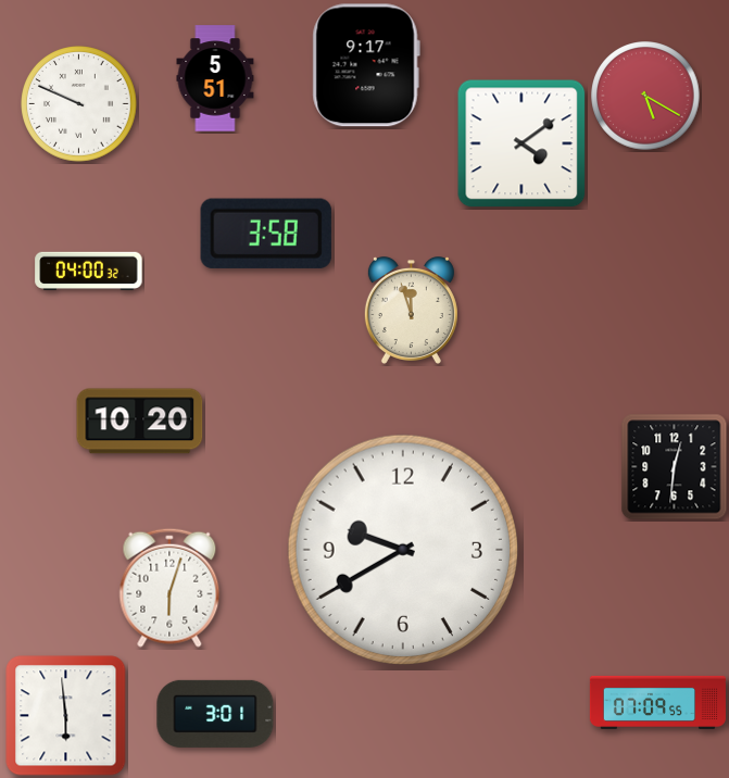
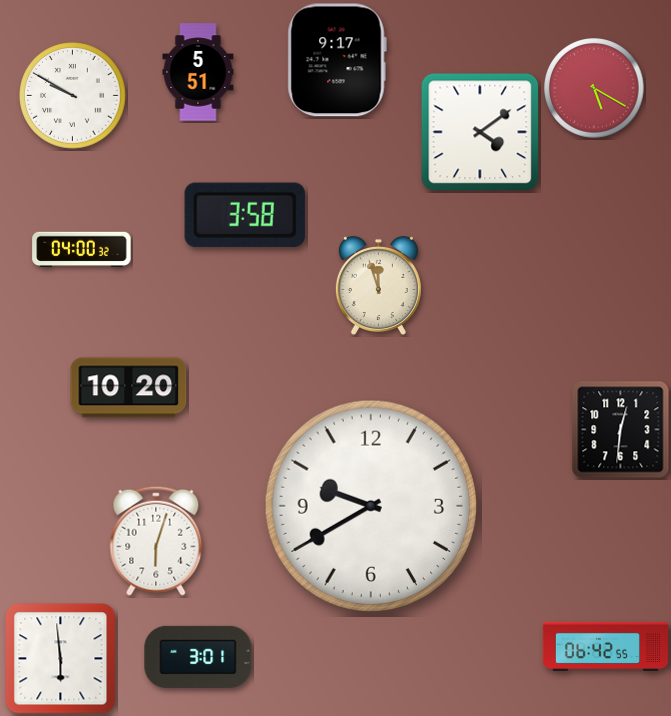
clock at (79, 104): 9:49 -> 9:50
clock at (657, 702): 07:09 -> 06:42
